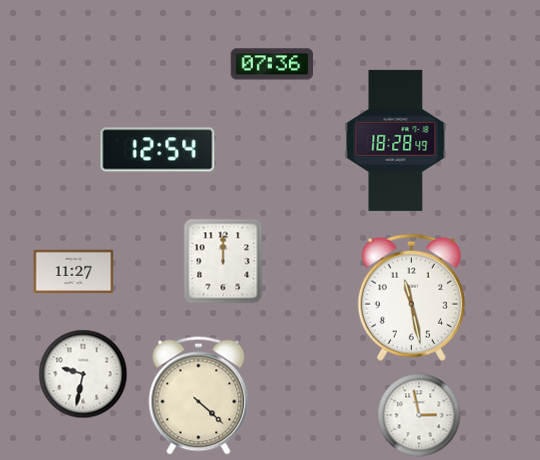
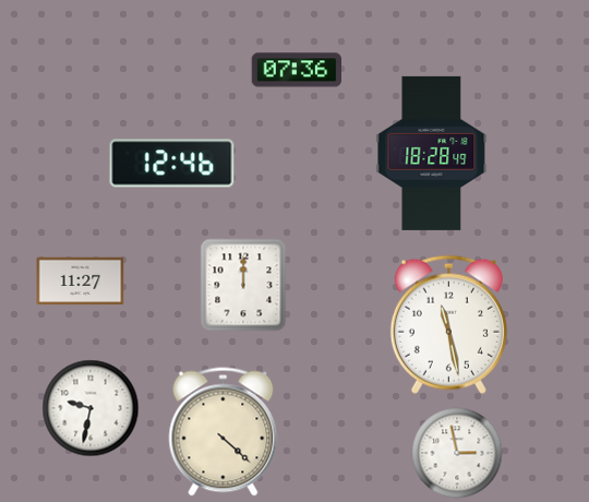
clock at (158, 150): 12:54 -> 12:46
clock at (74, 272) position: (74, 272) -> (81, 282)
clock at (199, 396) position: (199, 396) -> (224, 432)
